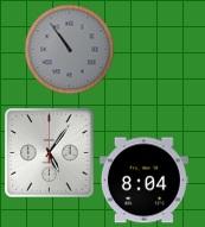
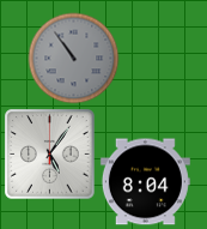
clock at (70, 50) position: (70, 50) -> (74, 59)
